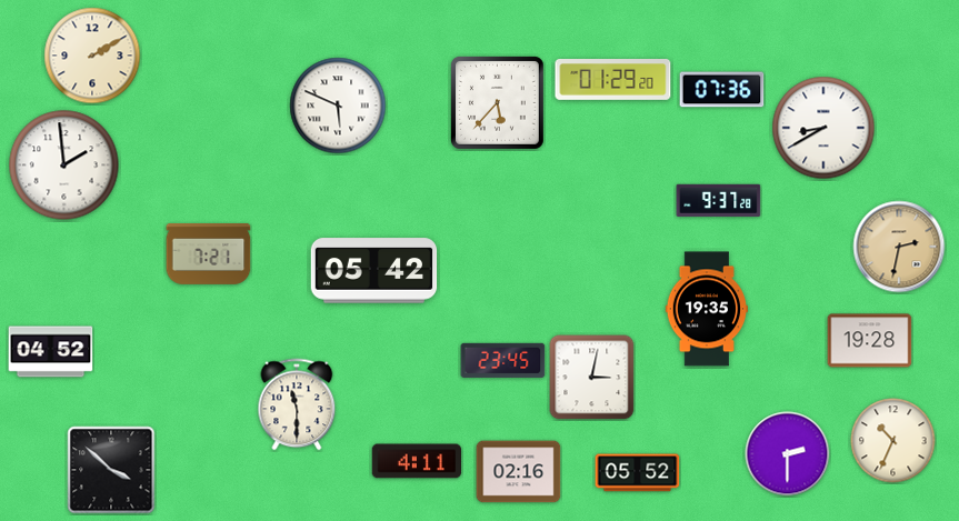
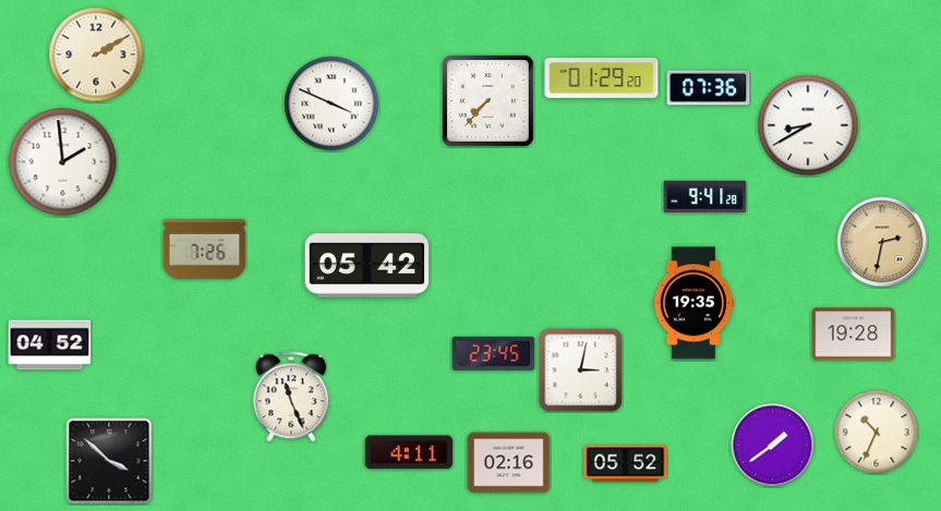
clock at (92, 56) position: (92, 56) -> (96, 54)
clock at (498, 103): 5:37 -> 7:37
clock at (338, 106): 5:49 -> 3:49
clock at (719, 200): 9:37 -> 9:41
clock at (209, 254): 7:21 -> 7:26
clock at (297, 404): 11:30 -> 11:26
clock at (788, 454): 2:30 -> 1:39
